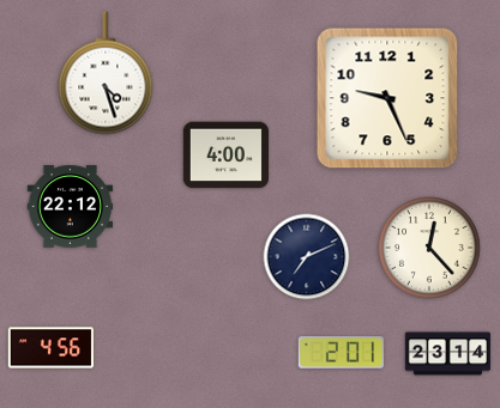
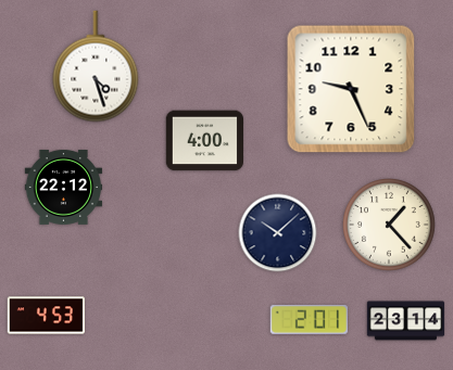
clock at (430, 249): 12:23 -> 1:23
clock at (307, 257): 7:11 -> 10:08
clock at (50, 348): 4:56 -> 4:53
